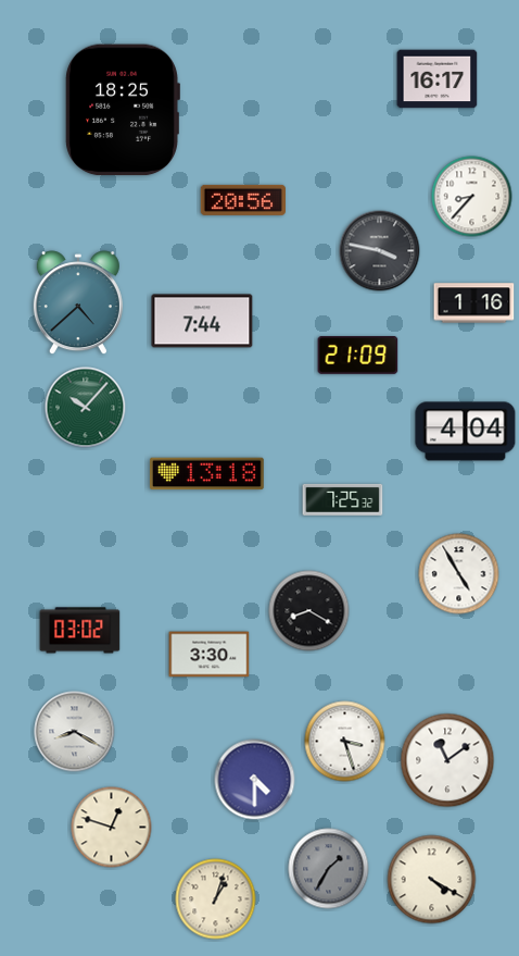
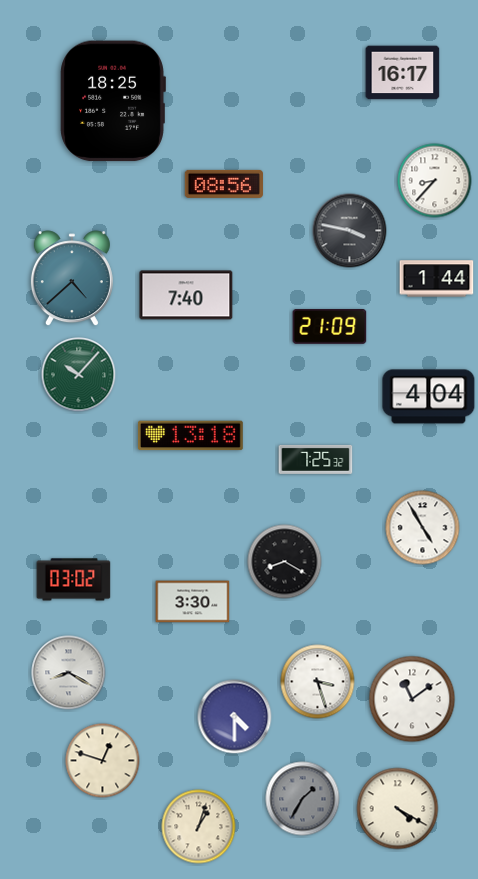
clock at (243, 200): 20:56 -> 08:56
clock at (474, 303): 1:16 -> 1:44
clock at (202, 321): 7:44 -> 7:40
